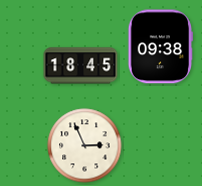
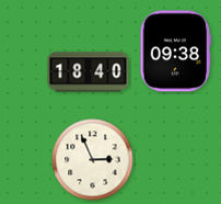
clock at (81, 66): 18:45 -> 18:40
